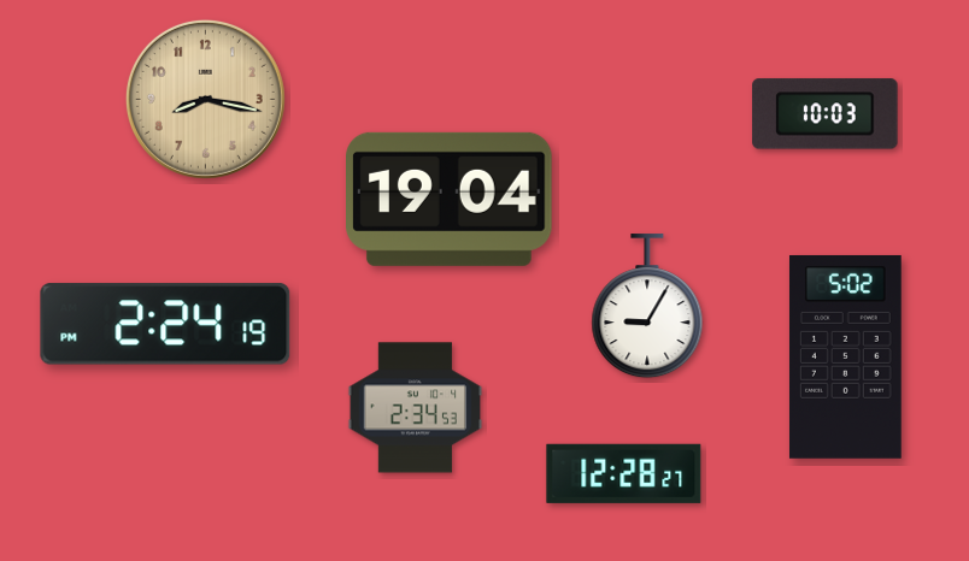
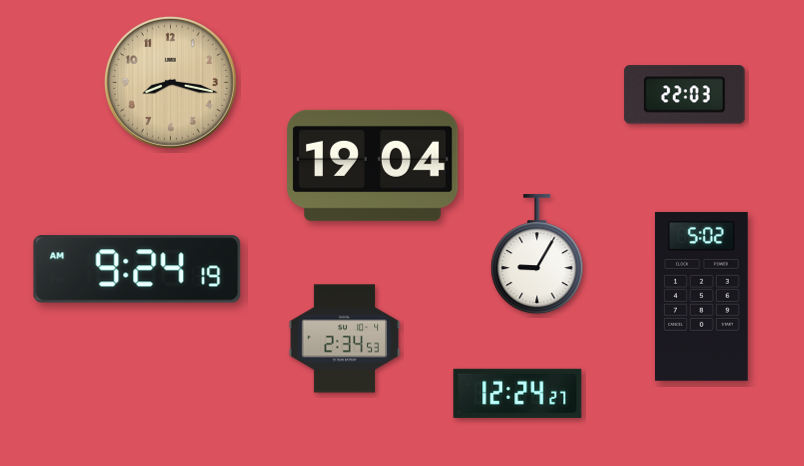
clock at (826, 114): 10:03 -> 22:03
clock at (165, 324): 2:24 -> 9:24
clock at (624, 473): 12:28 -> 12:24
